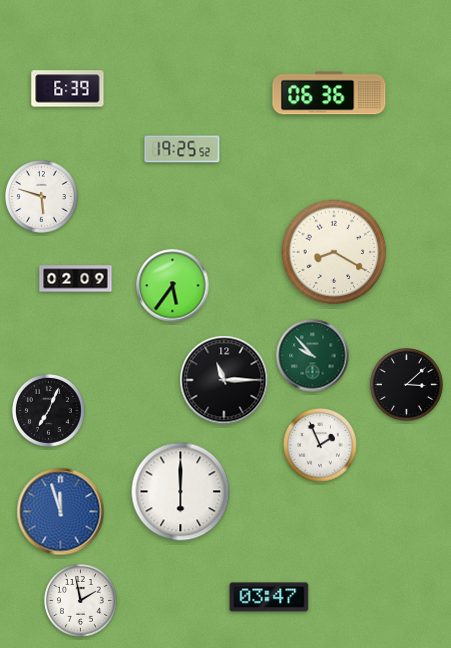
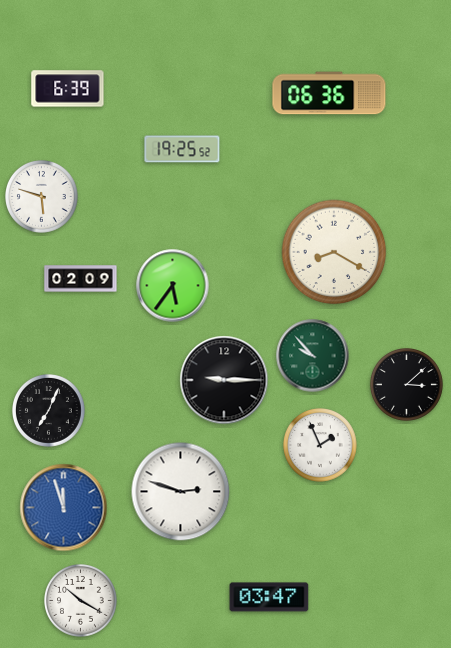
clock at (76, 279) position: (76, 279) -> (81, 279)
clock at (224, 380): 11:15 -> 9:15
clock at (181, 492): 6:00 -> 2:48
clock at (61, 512) position: (61, 512) -> (64, 508)
clock at (81, 601): 1:58 -> 10:20
